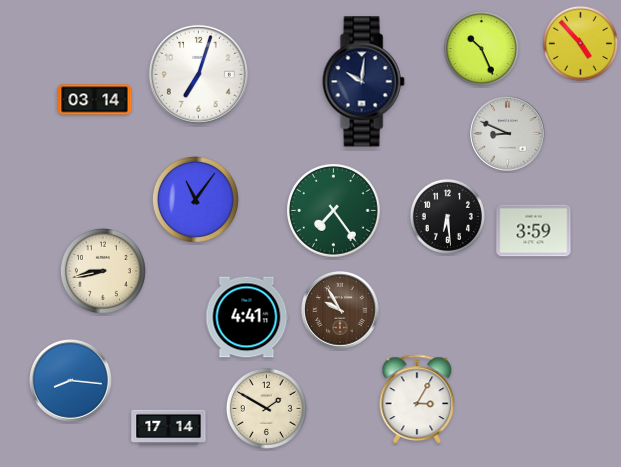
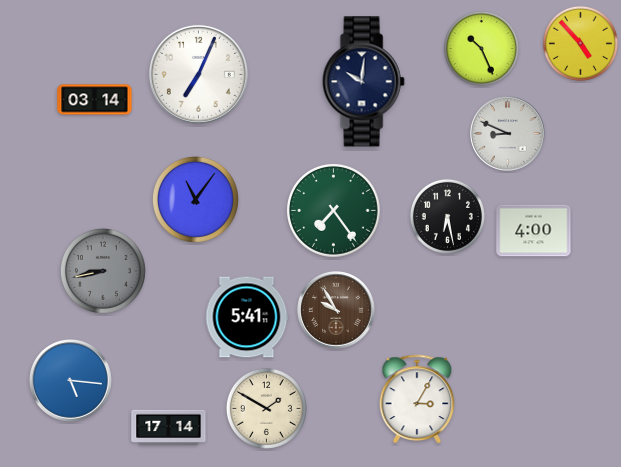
clock at (198, 74): 7:03 -> 7:04
clock at (447, 216): 6:29 -> 6:28
clock at (534, 231): 3:59 -> 4:00
clock at (103, 271) dial: cream -> grey
clock at (340, 310) position: (340, 310) -> (336, 310)
clock at (247, 317): 4:41 -> 5:41
clock at (71, 381): 8:16 -> 5:16
